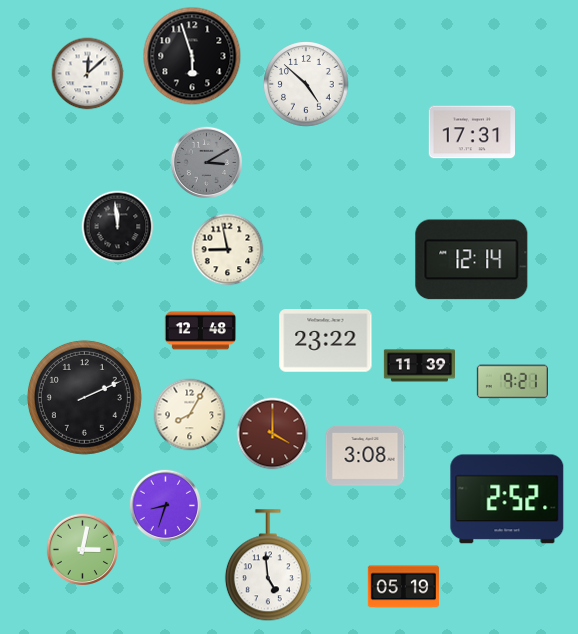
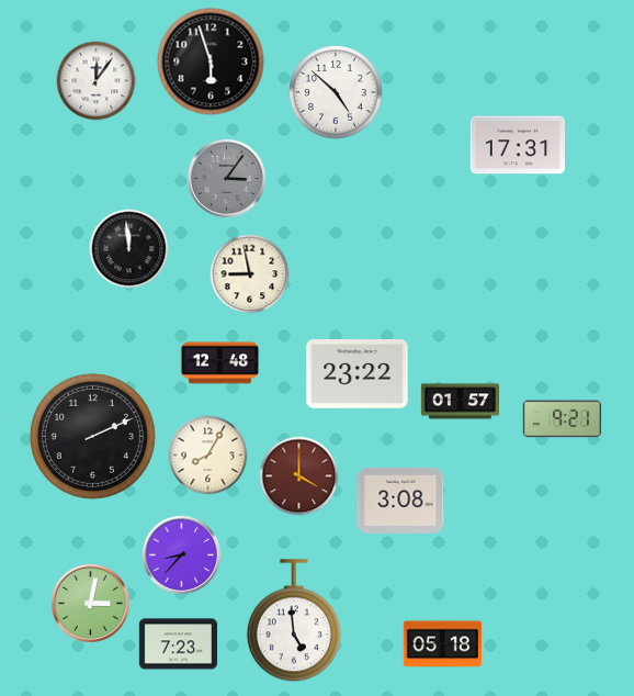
clock at (88, 74): 12:08 -> 12:06
clock at (206, 162): 3:10 -> 3:06
clock at (472, 260): 12:14 -> none
clock at (419, 366): 11:39 -> 01:57
clock at (507, 499): 2:52 -> none
clock at (165, 505): 8:33 -> 8:37
clock at (178, 644): none -> 7:23
clock at (403, 587): 05:19 -> 05:18
